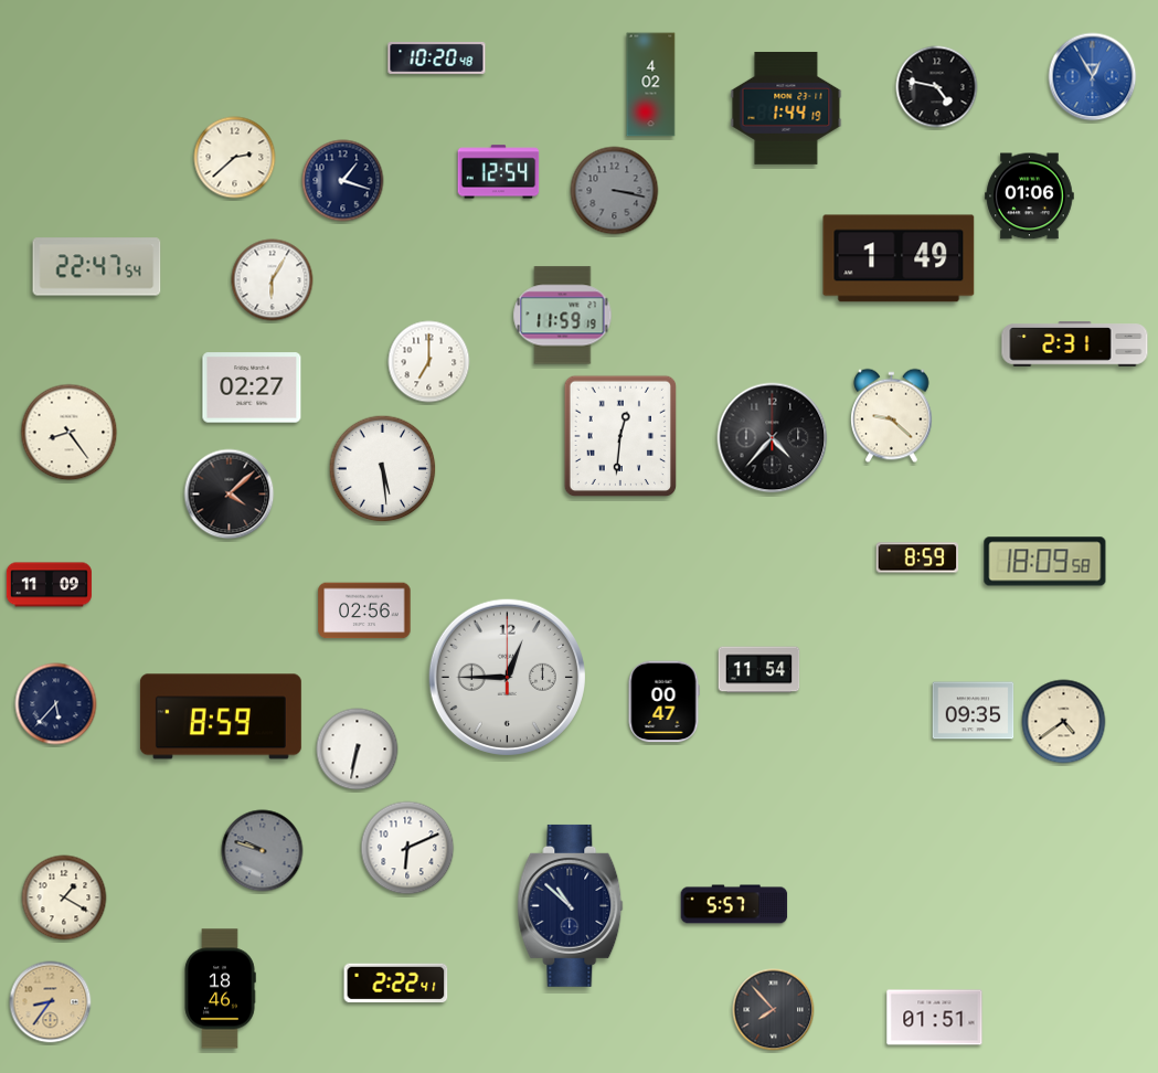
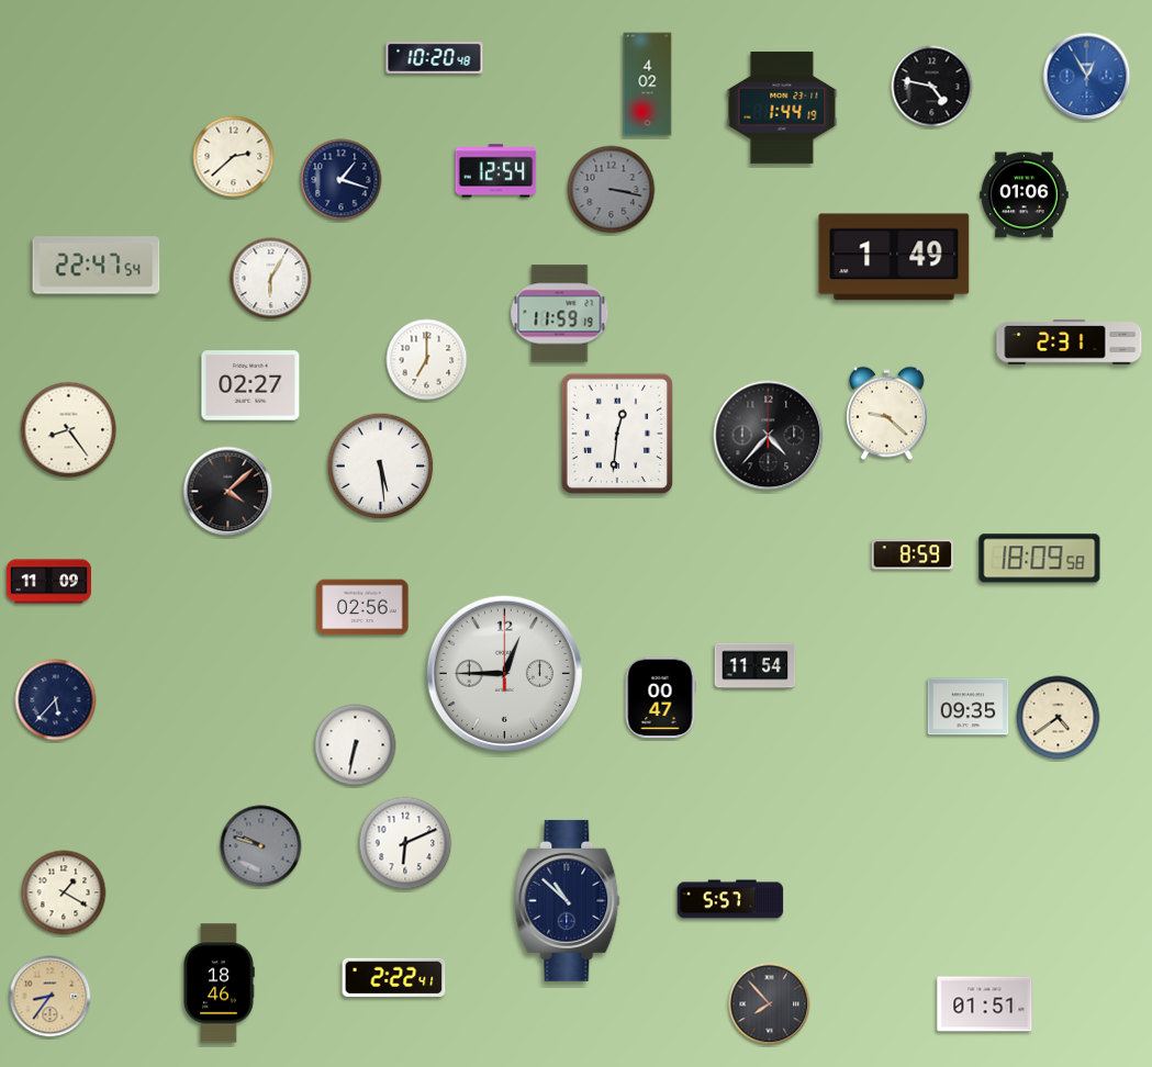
clock at (221, 716): 8:59 -> none
clock at (935, 1018) position: (935, 1018) -> (985, 1004)
